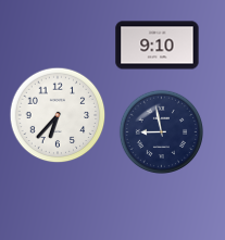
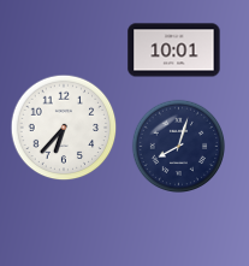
clock at (158, 46): 9:10 -> 10:01
clock at (161, 131): 8:58 -> 8:03
